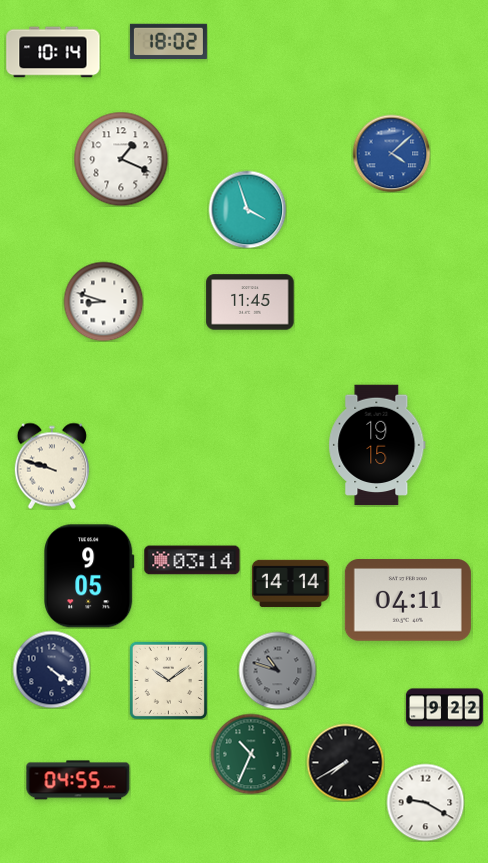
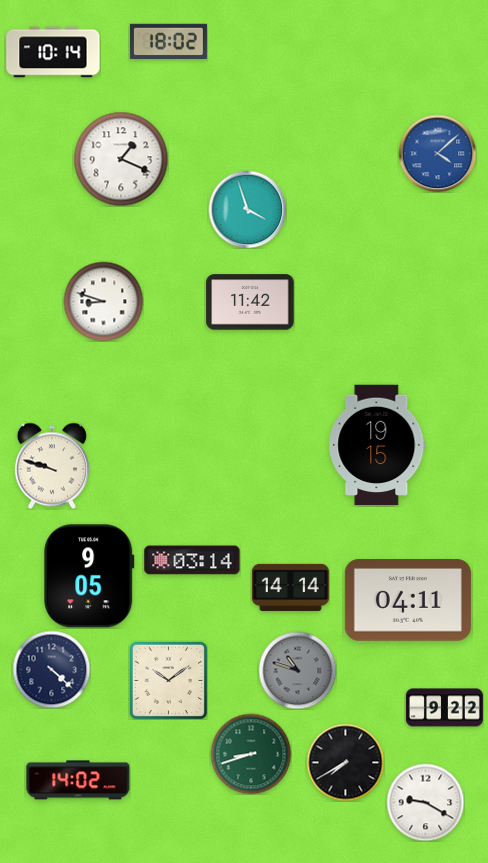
clock at (391, 153) position: (391, 153) -> (437, 153)
clock at (250, 302): 11:45 -> 11:42
clock at (290, 583) position: (290, 583) -> (290, 587)
clock at (51, 669): 4:21 -> 4:22
clock at (277, 670) position: (277, 670) -> (297, 670)
clock at (251, 754): 10:34 -> 8:42
clock at (78, 780): 04:55 -> 14:02
